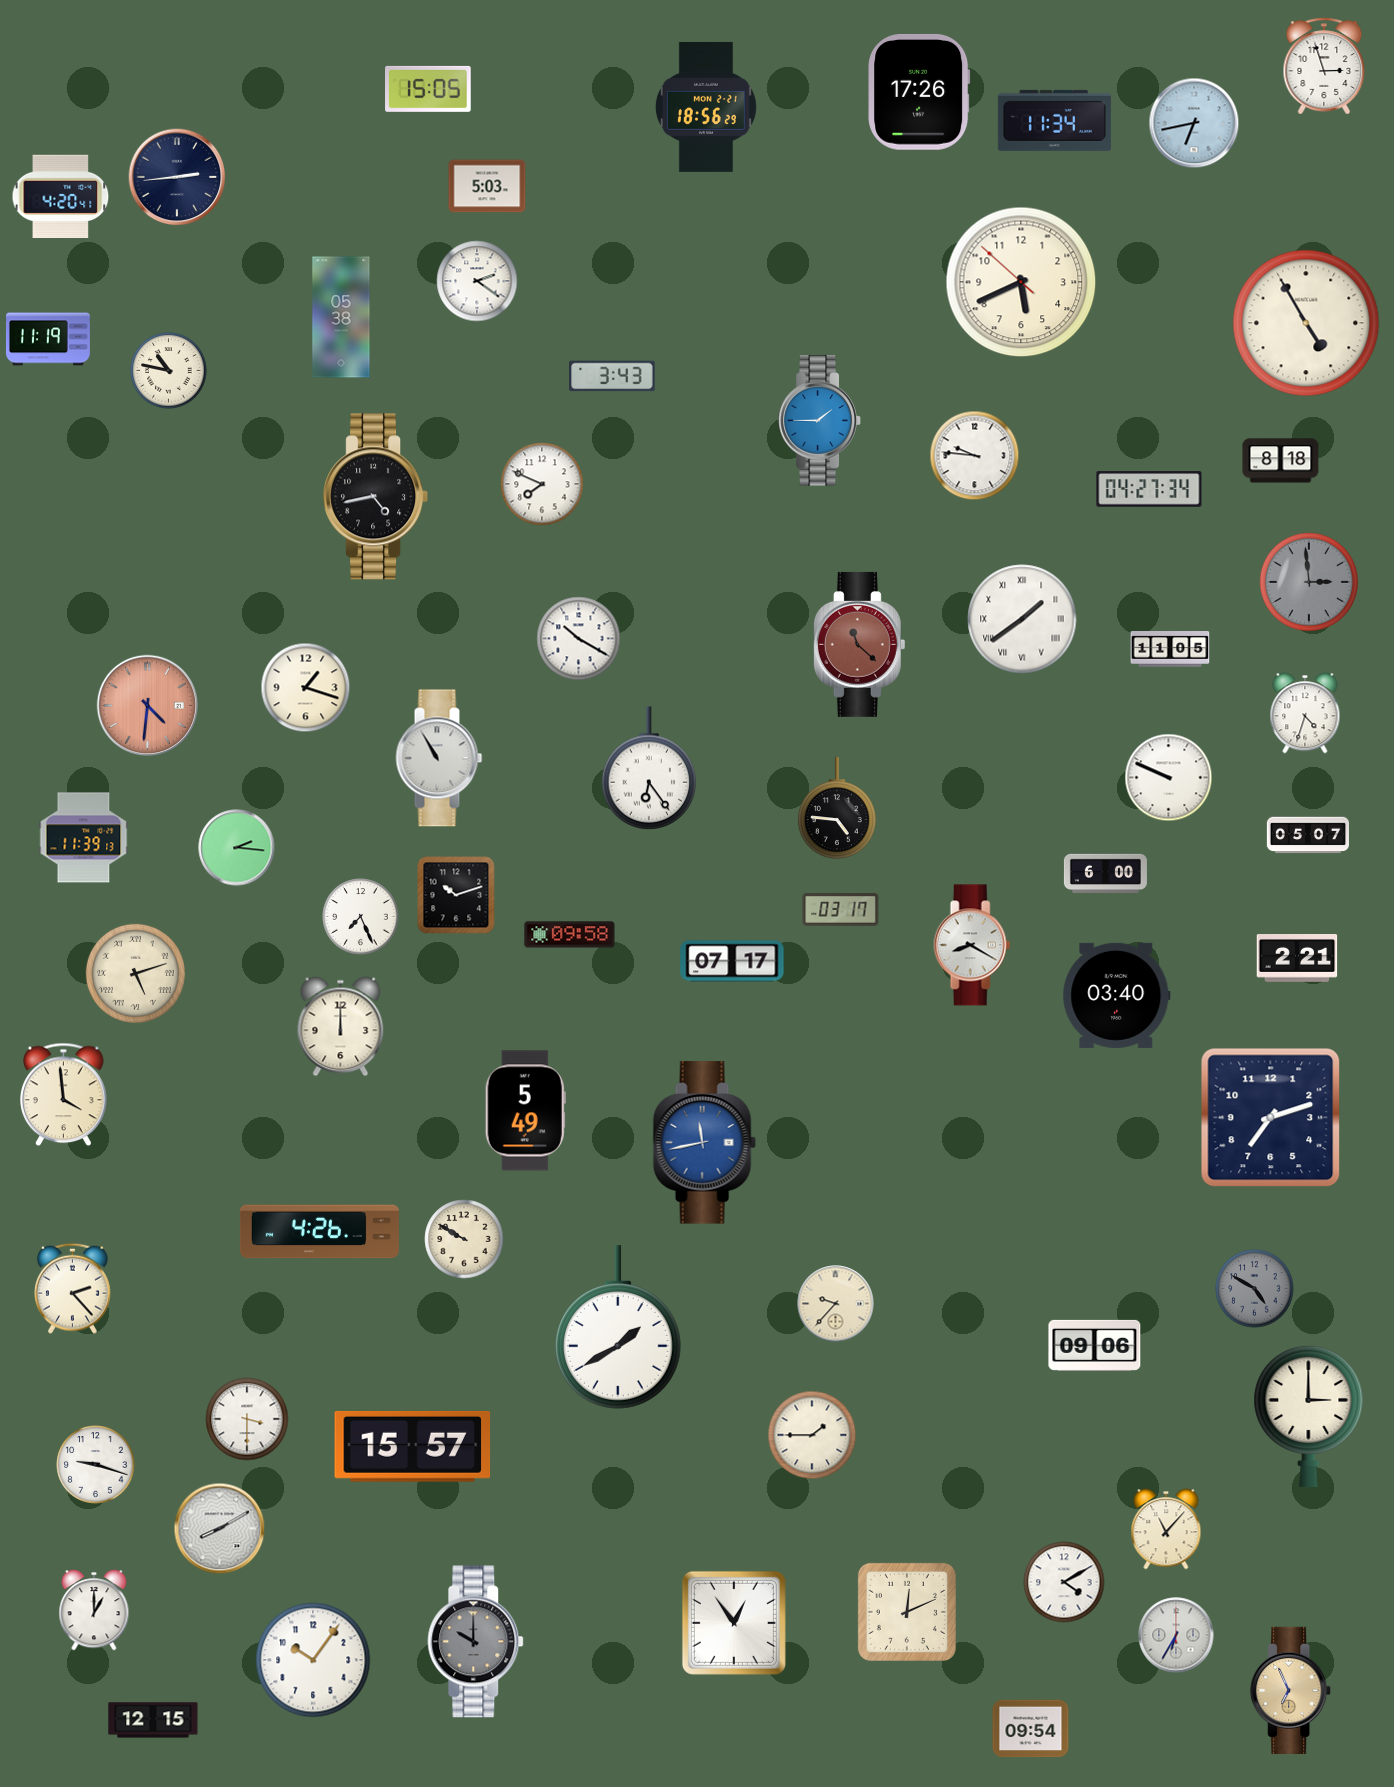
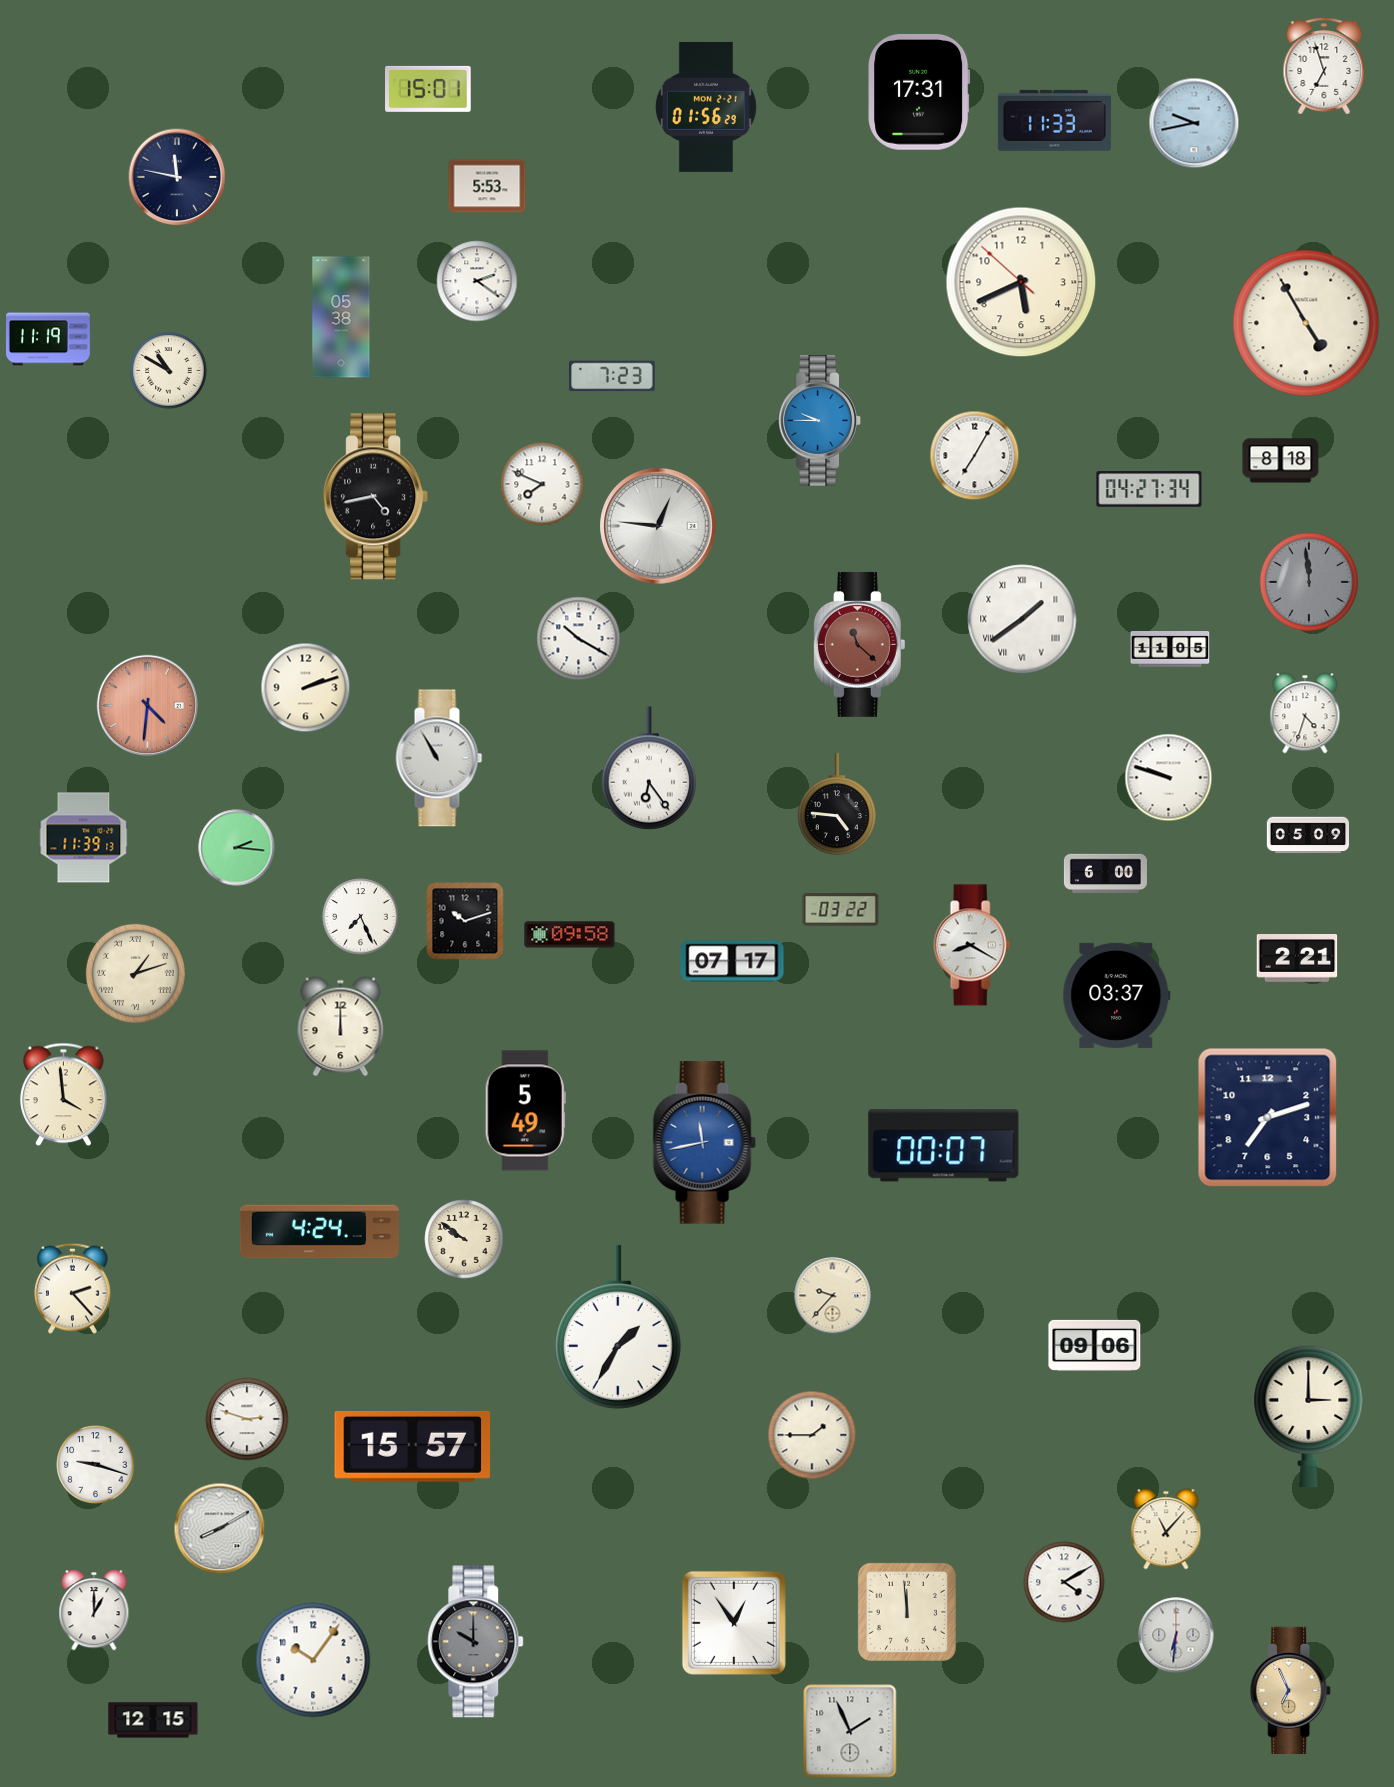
clock at (1324, 66): 2:57 -> 6:57
clock at (428, 89): 15:05 -> 15:01
clock at (920, 92): 17:26 -> 17:31
clock at (706, 107): 18:56 -> 01:56
clock at (1054, 120): 11:34 -> 11:33
clock at (1194, 123): 6:43 -> 9:43
clock at (177, 177): 2:44 -> 11:47
clock at (487, 186): 5:03 -> 5:53
clock at (61, 196): 4:20 -> none
clock at (169, 371): 10:47 -> 10:50
clock at (612, 376): 3:43 -> 7:23
clock at (819, 421): 1:45 -> 9:45
clock at (975, 456): 9:46 -> 7:05
clock at (658, 526): none -> 12:46
clock at (1309, 582): 2:59 -> 11:59
clock at (306, 688): 1:18 -> 2:12
clock at (1169, 778): 9:49 -> 9:48
clock at (837, 808) position: (837, 808) -> (837, 804)
clock at (1307, 835): 05:07 -> 05:09
clock at (456, 895) position: (456, 895) -> (465, 921)
clock at (841, 910): 03:17 -> 03:22
clock at (135, 973): 5:12 -> 1:12
clock at (1117, 995): 03:40 -> 03:37
clock at (1271, 1118) position: (1271, 1118) -> (1268, 1118)
clock at (944, 1146): none -> 00:07
clock at (319, 1232): 4:26 -> 4:24
clock at (464, 1239): 9:50 -> 9:51
clock at (1255, 1289): 4:50 -> none
clock at (836, 1304) position: (836, 1304) -> (833, 1296)
clock at (618, 1327): 1:40 -> 1:35
clock at (247, 1419): 3:30 -> 2:48
clock at (907, 1612): 12:11 -> 11:59
clock at (1176, 1635): 6:35 -> 6:31
clock at (1031, 1729): 09:54 -> none
clock at (850, 1731): none -> 1:56
